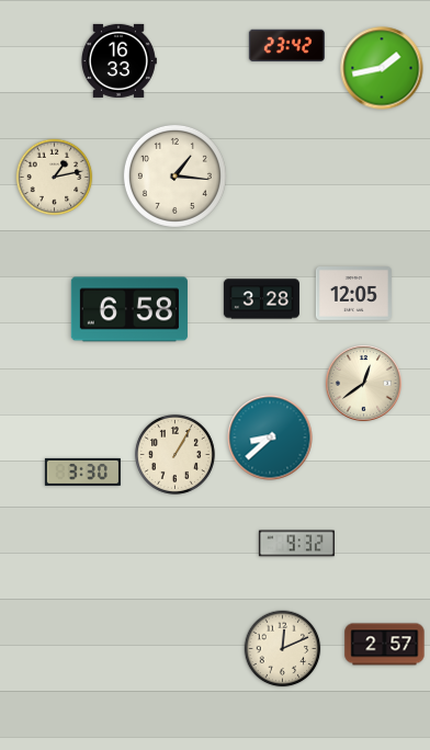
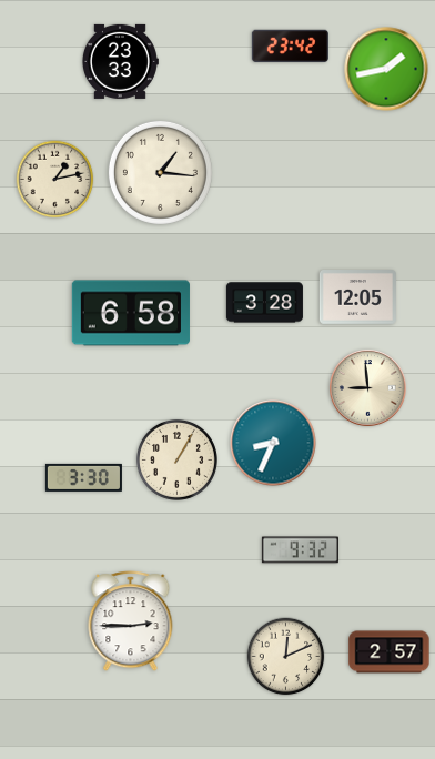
clock at (118, 60): 16:33 -> 23:33
clock at (174, 175) position: (174, 175) -> (160, 172)
clock at (364, 384): 12:39 -> 8:59
clock at (270, 438): 8:38 -> 8:34
clock at (131, 621): none -> 2:45
